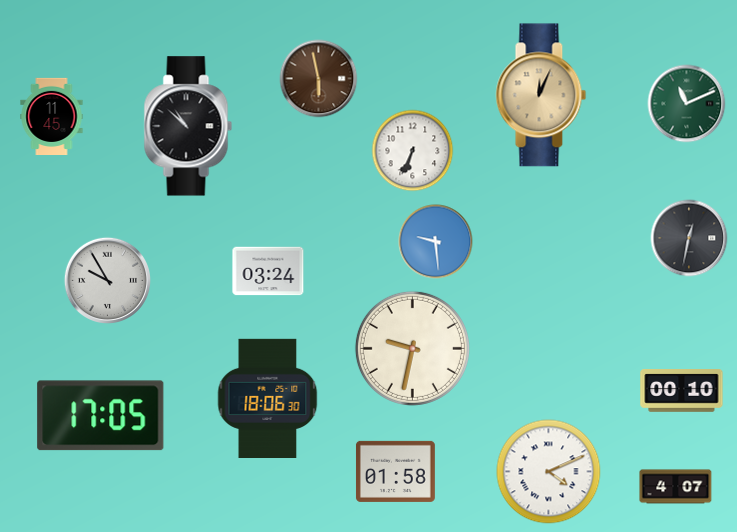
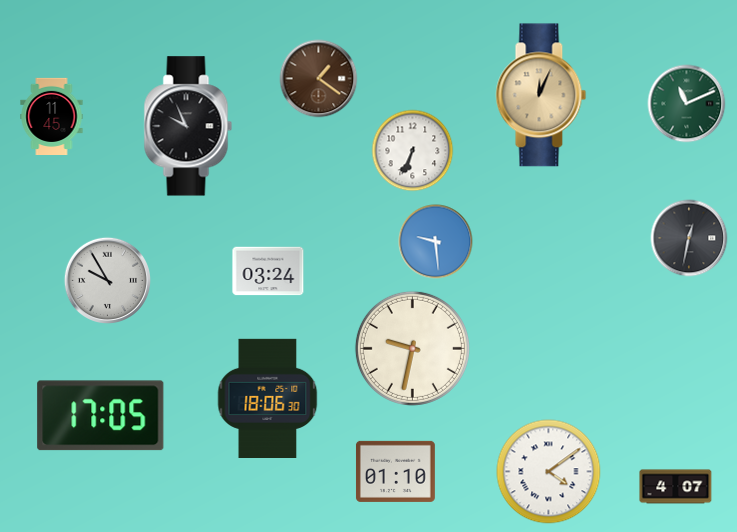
clock at (319, 79): 5:58 -> 1:21
clock at (188, 126): 10:52 -> 9:56
clock at (682, 391): 00:10 -> none
clock at (395, 471): 01:58 -> 01:10
clock at (549, 472): 4:11 -> 4:09
